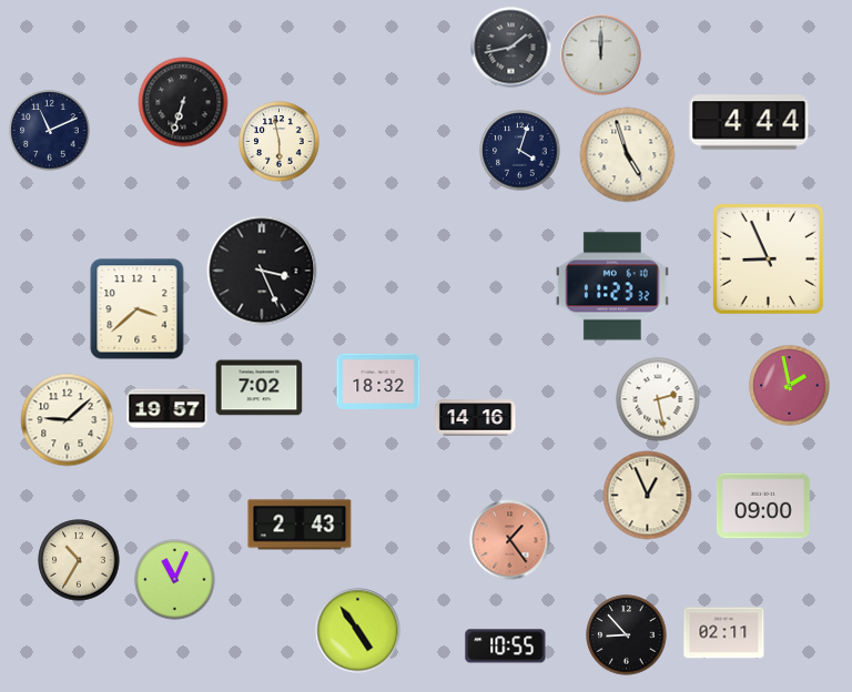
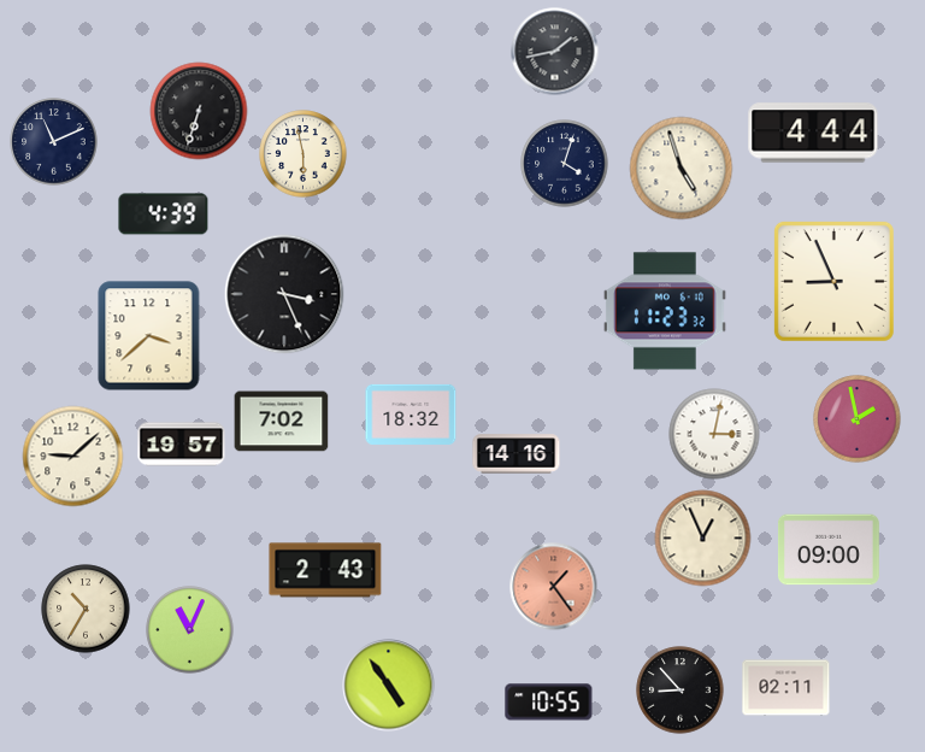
clock at (601, 55): 12:00 -> none
clock at (164, 215): none -> 4:39
clock at (658, 399): 2:28 -> 3:02
